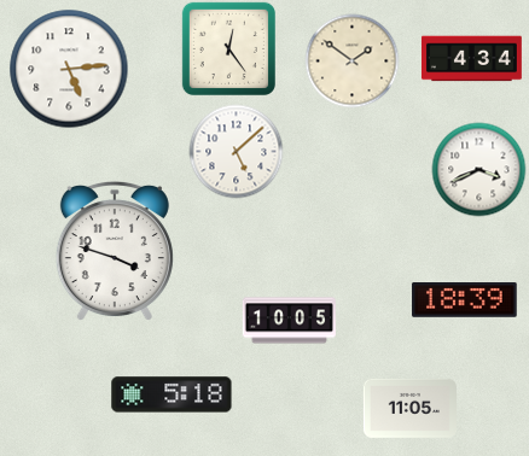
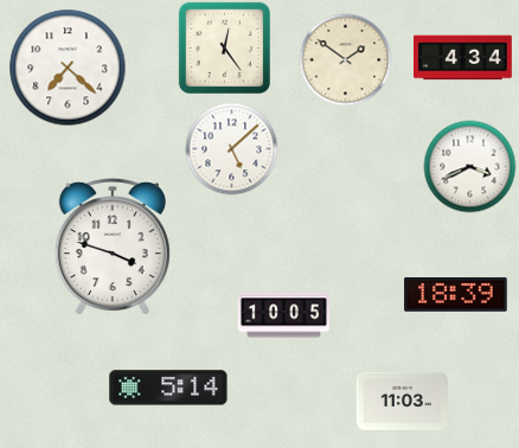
clock at (69, 69): 5:14 -> 7:22
clock at (172, 394): 5:18 -> 5:14
clock at (409, 408): 11:05 -> 11:03
